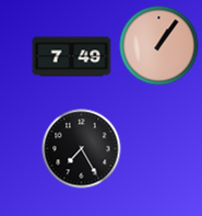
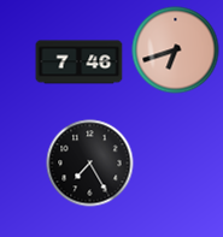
clock at (159, 46): 1:06 -> 6:42
clock at (72, 57): 7:49 -> 7:46
